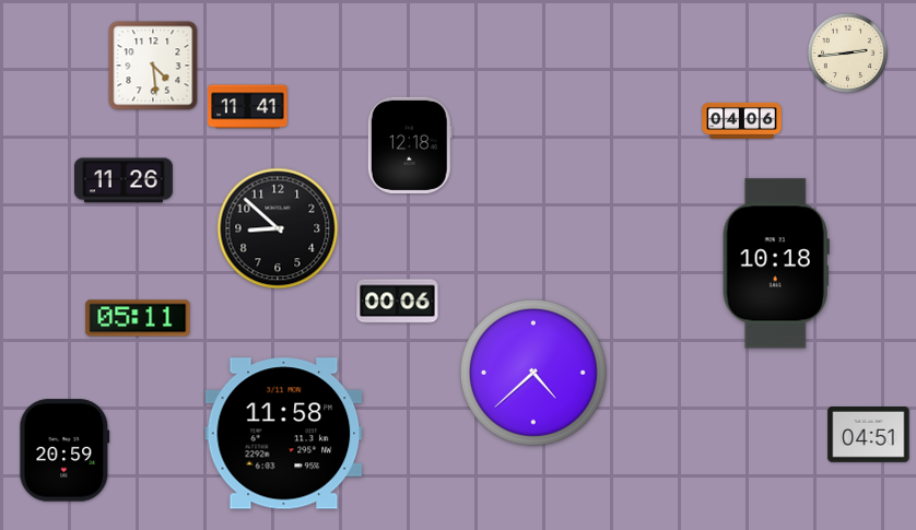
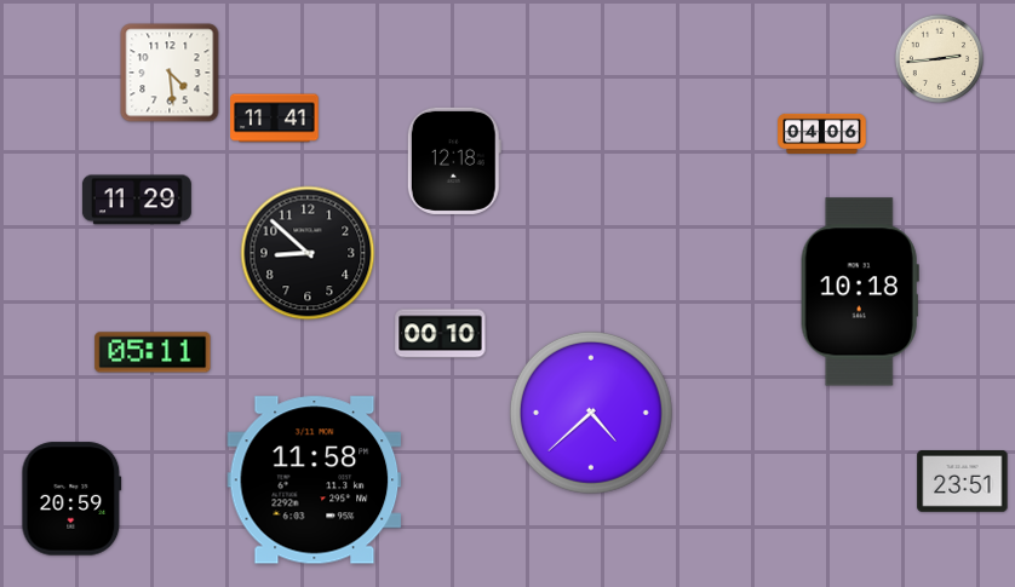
clock at (124, 180): 11:26 -> 11:29
clock at (398, 302): 00:06 -> 00:10
clock at (869, 435): 04:51 -> 23:51
